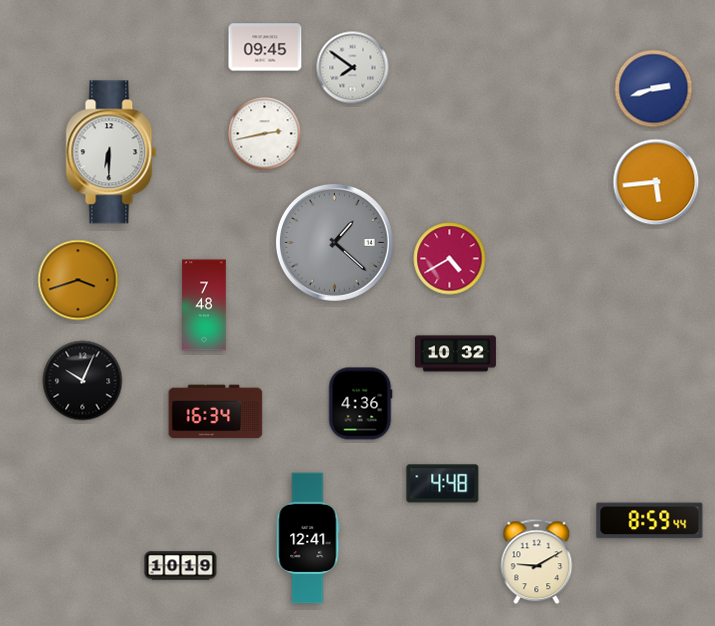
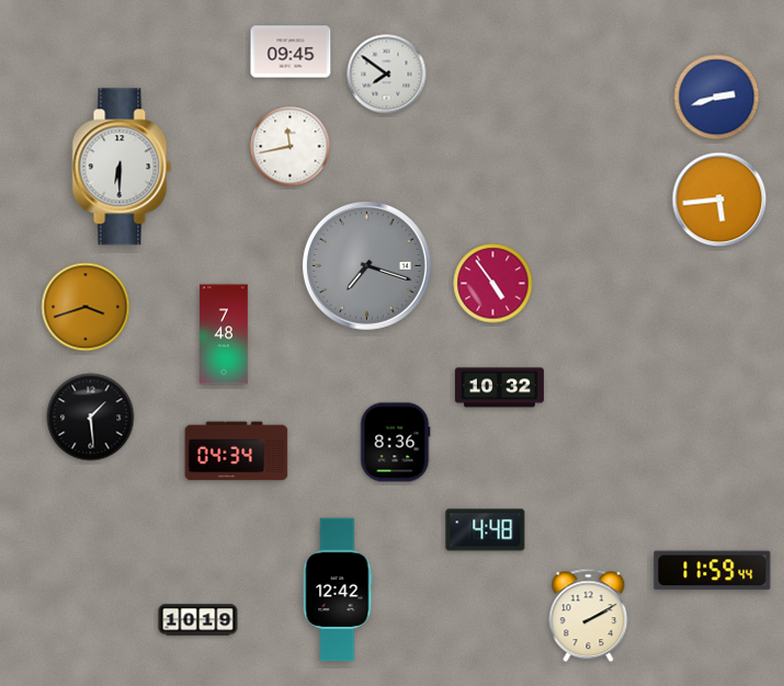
clock at (265, 134): 2:43 -> 11:43
clock at (334, 242): 1:22 -> 7:18
clock at (450, 259): 4:40 -> 4:54
clock at (83, 381): 10:04 -> 1:29
clock at (360, 404): 4:36 -> 8:36
clock at (216, 412): 16:34 -> 04:34
clock at (650, 521): 8:59 -> 11:59
clock at (308, 538): 12:41 -> 12:42
clock at (537, 562): 9:10 -> 2:10
